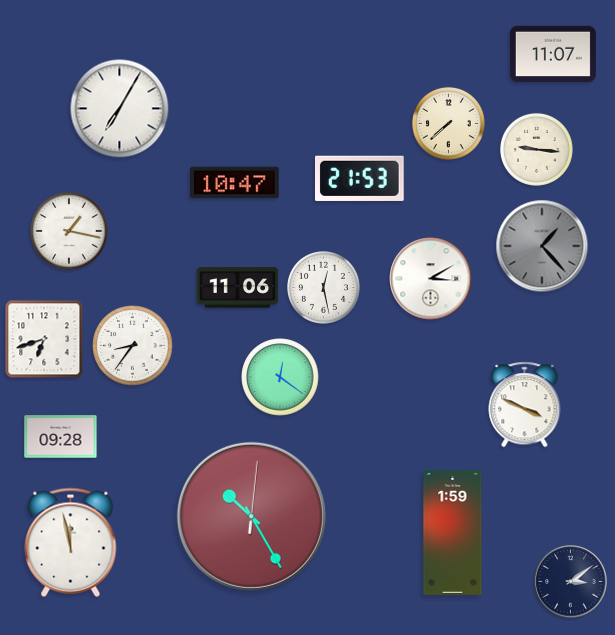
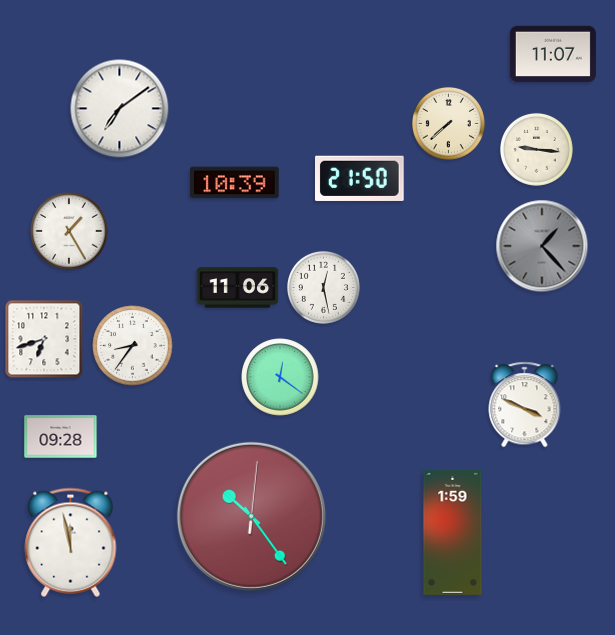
clock at (120, 109): 7:05 -> 7:09
clock at (360, 178): 21:53 -> 21:50
clock at (235, 183): 10:47 -> 10:39
clock at (69, 231): 1:17 -> 1:25
clock at (431, 279): 3:10 -> none
clock at (251, 516): 10:25 -> 10:24
clock at (571, 582): 3:09 -> none
